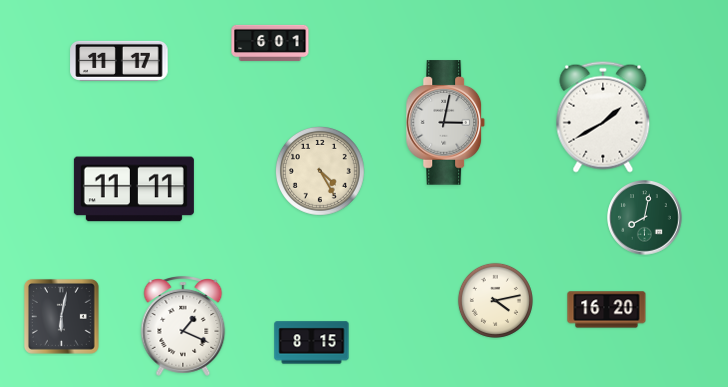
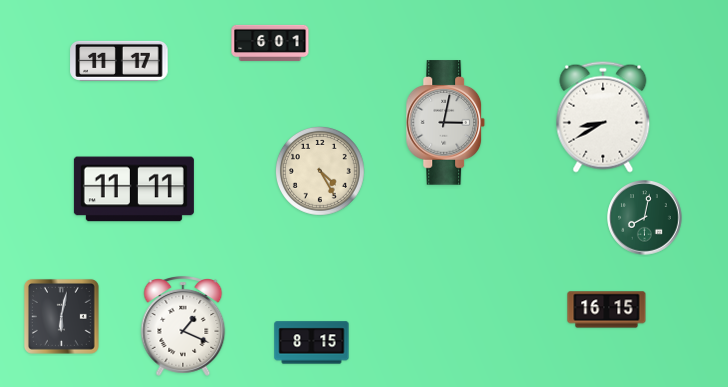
clock at (603, 117): 1:40 -> 8:40
clock at (495, 300): 4:13 -> none
clock at (607, 310): 16:20 -> 16:15
